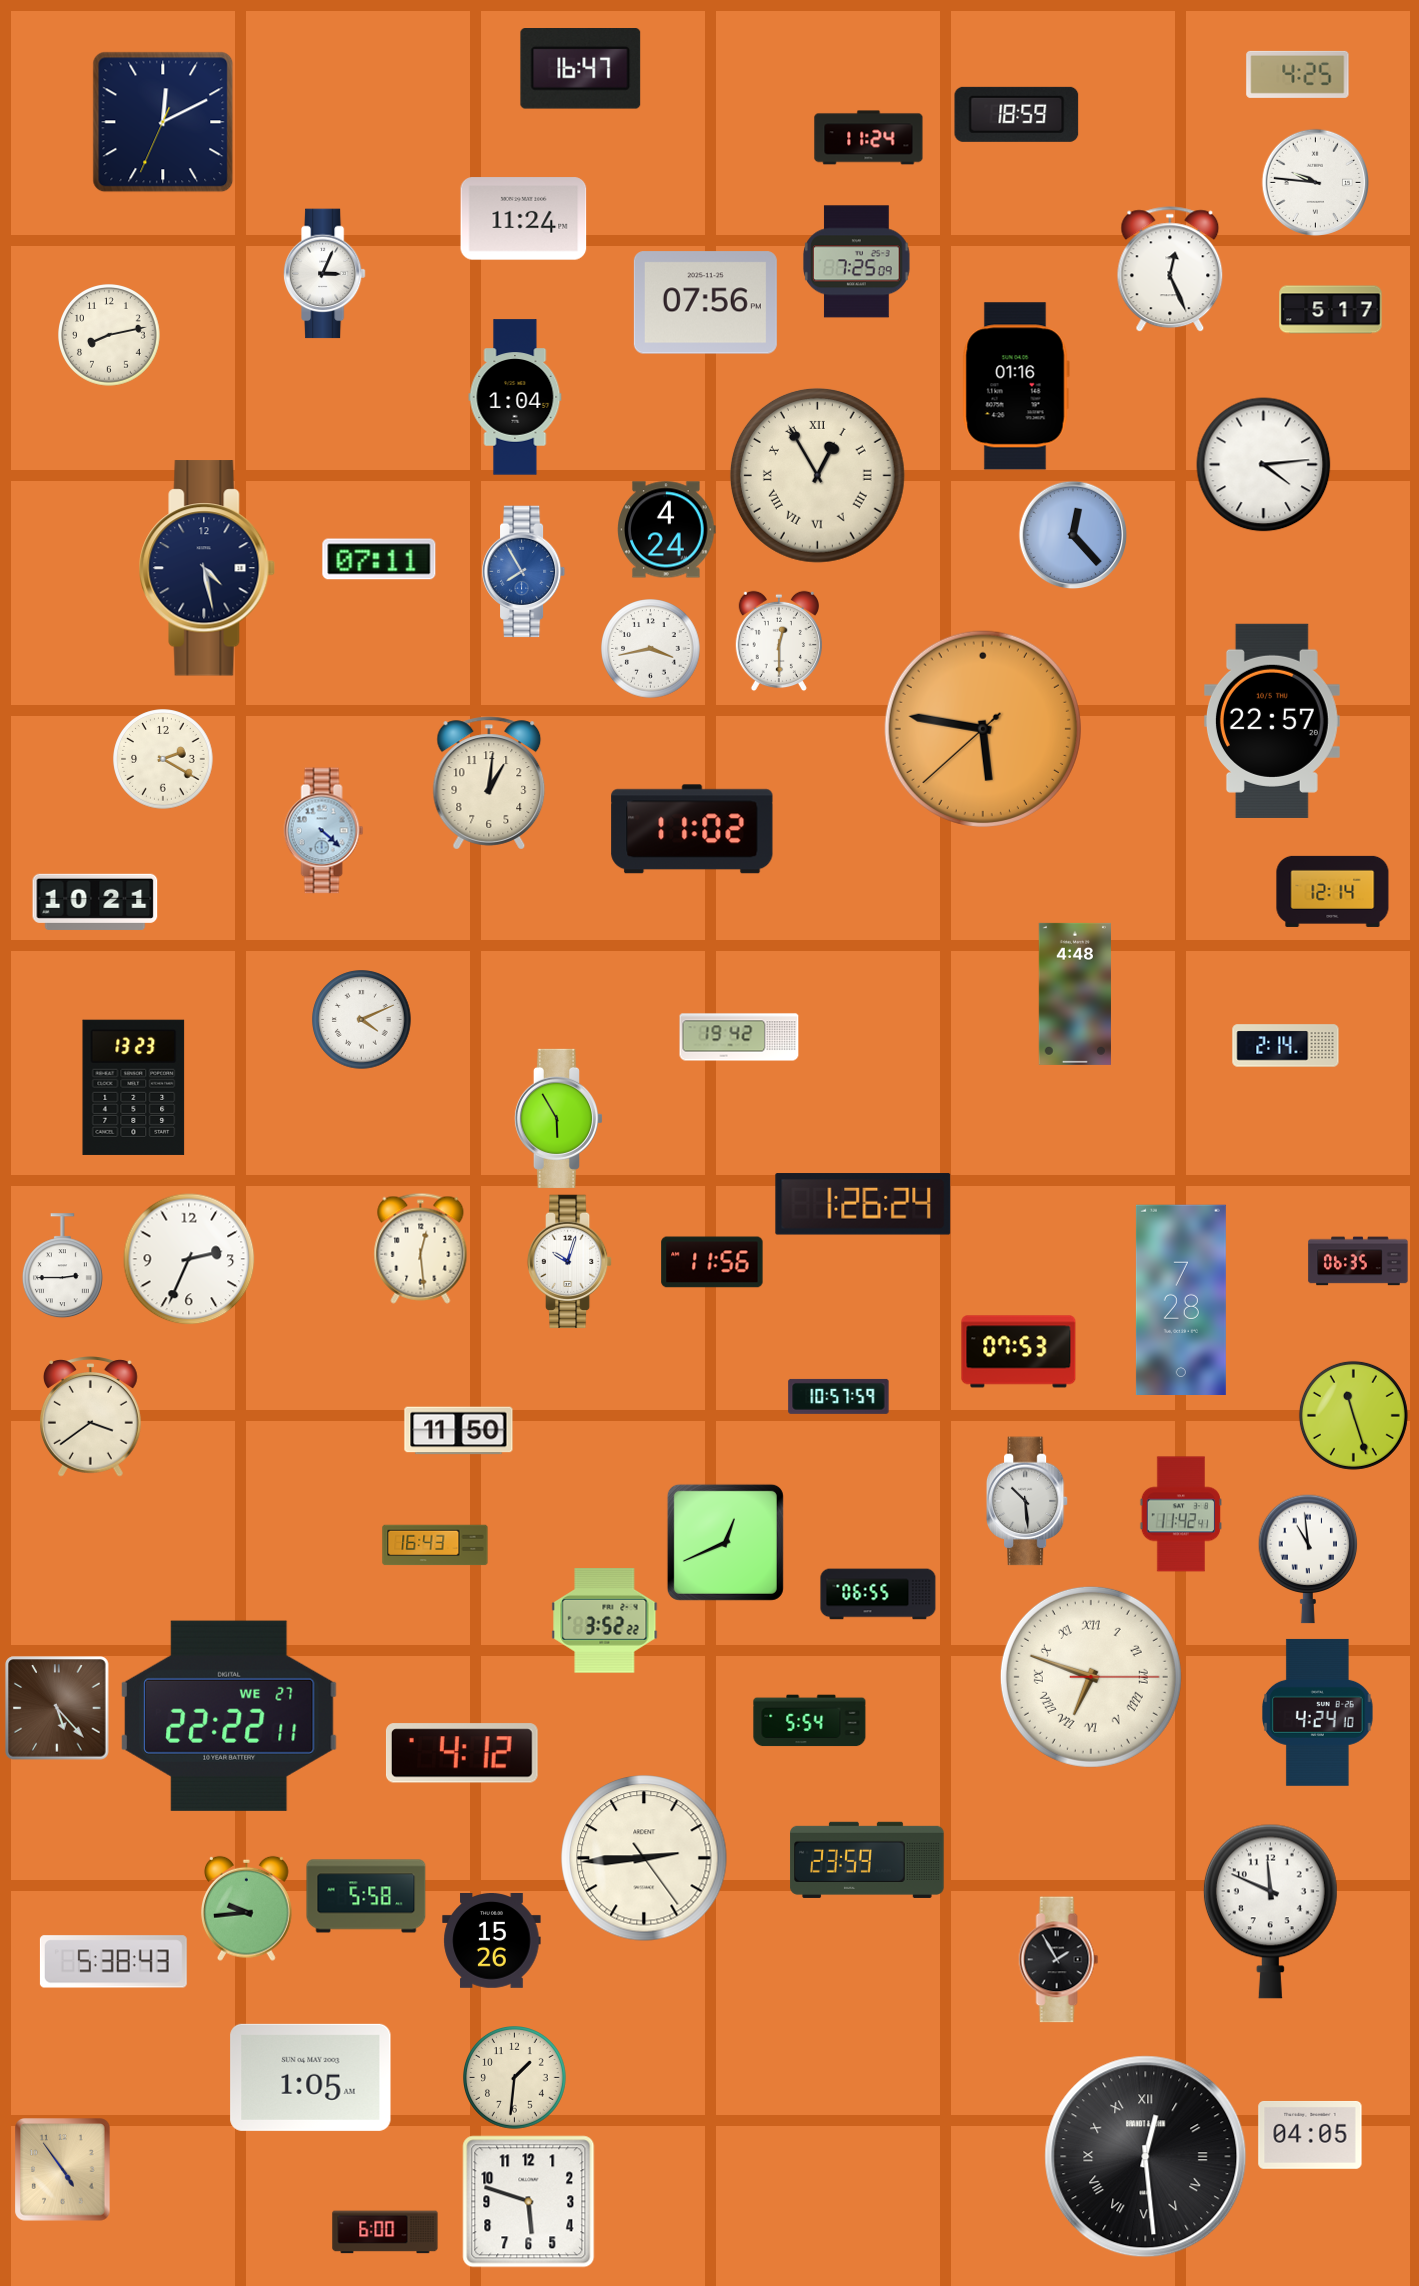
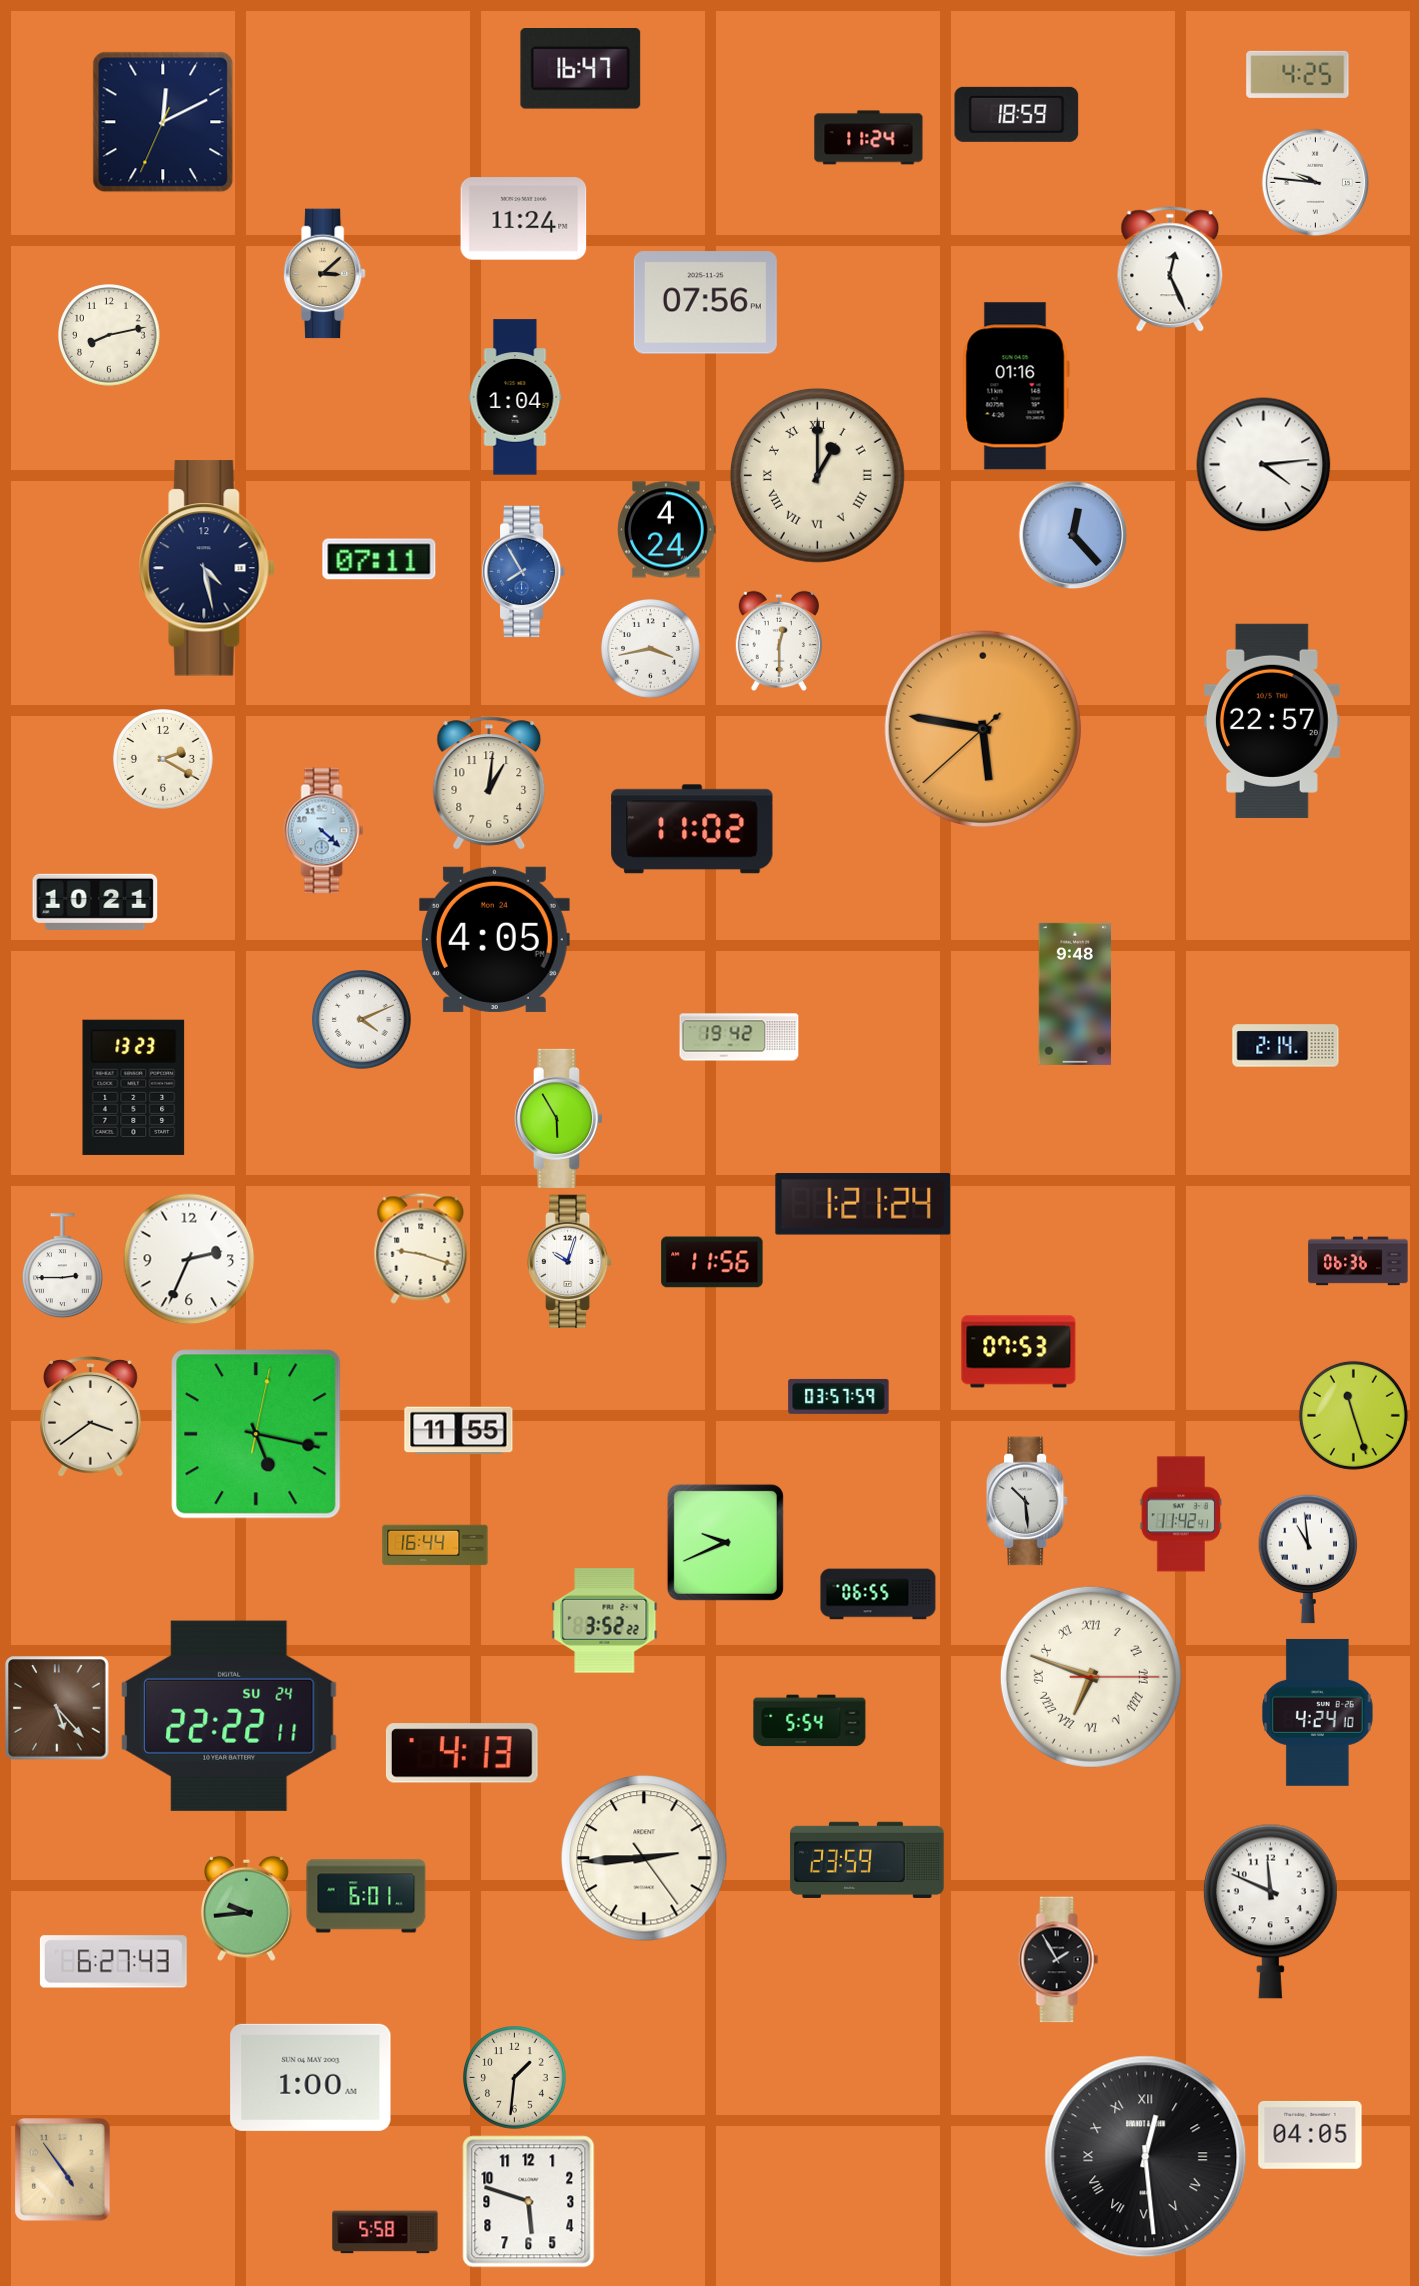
clock at (857, 262): 7:25 -> none
clock at (324, 274): 3:04 -> 3:08
clock at (324, 274) dial: white -> champagne
clock at (1331, 310): 5:17 -> none
clock at (817, 475): 12:55 -> 1:00
clock at (1333, 891): 12:14 -> none
clock at (494, 939): none -> 4:05
clock at (1074, 994): 4:48 -> 9:48
clock at (863, 1204): 1:26 -> 1:21
clock at (421, 1248): 12:29 -> 9:18
clock at (1358, 1261): 06:35 -> 06:36
clock at (1181, 1299): 7:28 -> none
clock at (839, 1396): 10:57 -> 03:57
clock at (459, 1431): 11:50 -> 11:55
clock at (256, 1434): none -> 5:17
clock at (725, 1542): 12:41 -> 9:41
clock at (435, 1545): 16:43 -> 16:44
clock at (229, 1716) date: WE 27 -> SU 24
clock at (462, 1753): 4:12 -> 4:13
clock at (366, 1896): 5:58 -> 6:01
clock at (492, 1941): 15:26 -> none
clock at (113, 1962): 5:38 -> 6:27
clock at (311, 2077): 1:05 -> 1:00
clock at (385, 2232): 6:00 -> 5:58
